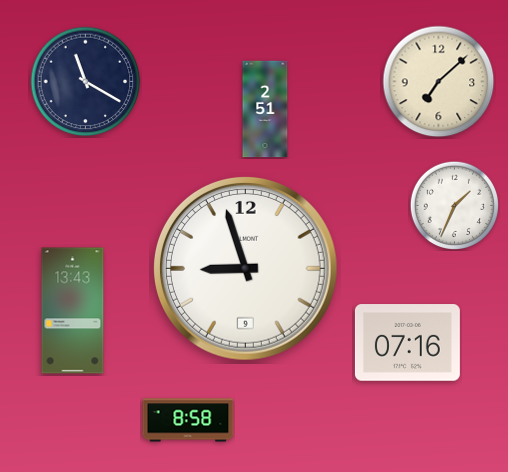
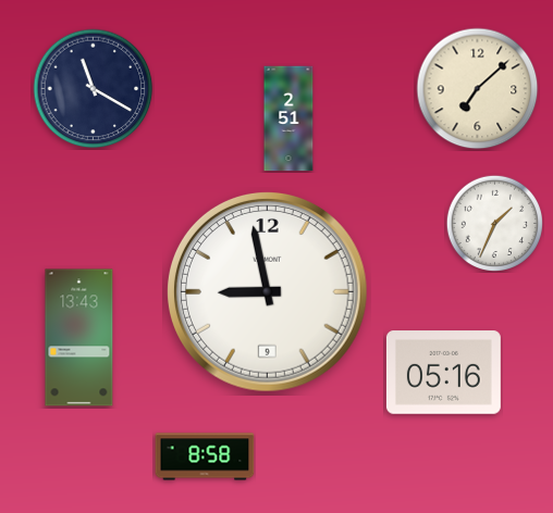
clock at (246, 269): 8:57 -> 8:58
clock at (407, 343): 07:16 -> 05:16
